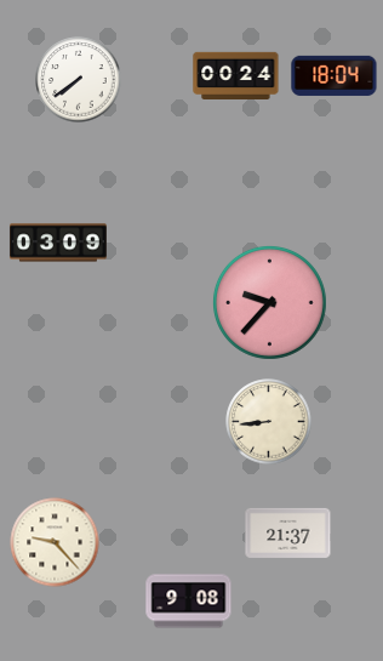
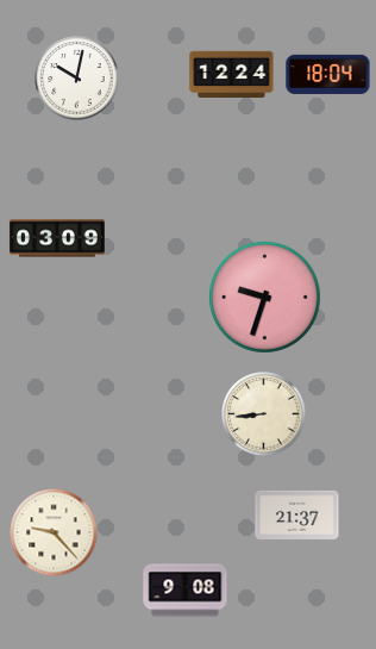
clock at (236, 75): 00:24 -> 12:24
clock at (79, 80): 7:39 -> 10:02
clock at (269, 302): 9:37 -> 9:33
clock at (288, 532) position: (288, 532) -> (297, 514)
